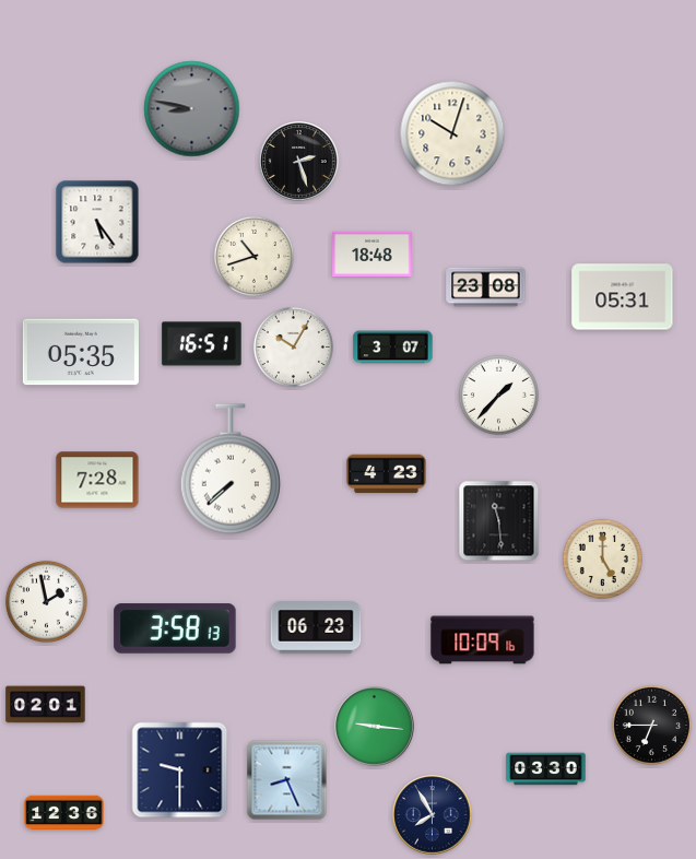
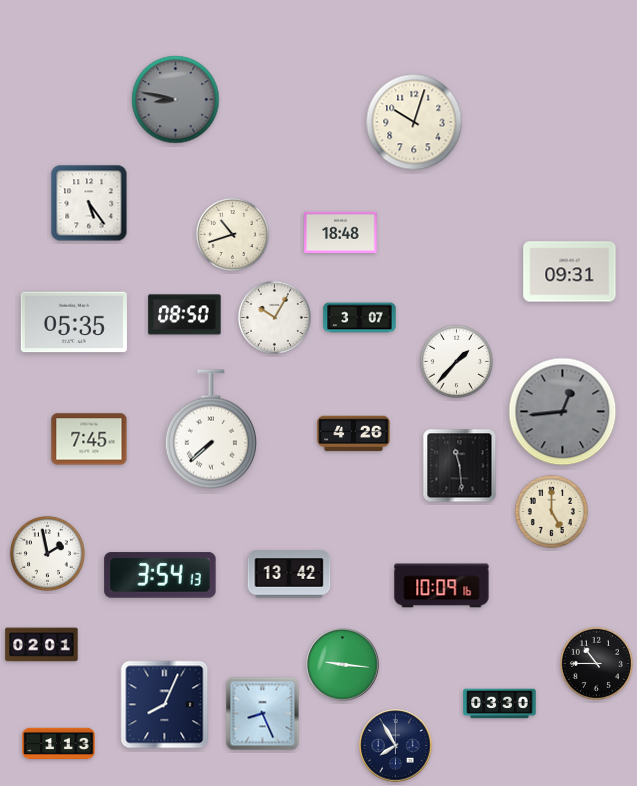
clock at (299, 162): 2:27 -> none
clock at (486, 287): 23:08 -> none
clock at (623, 297): 05:31 -> 09:31
clock at (202, 344): 16:51 -> 08:50
clock at (293, 346) position: (293, 346) -> (274, 317)
clock at (563, 412): none -> 12:44
clock at (387, 474): 4:23 -> 4:26
clock at (97, 480): 7:28 -> 7:45
clock at (499, 521) position: (499, 521) -> (460, 466)
clock at (46, 601) position: (46, 601) -> (47, 553)
clock at (316, 627): 06:23 -> 13:42
clock at (175, 628): 3:58 -> 3:54
clock at (651, 725): 6:45 -> 10:45
clock at (180, 770): 9:30 -> 8:04
clock at (64, 813): 12:36 -> 1:13
